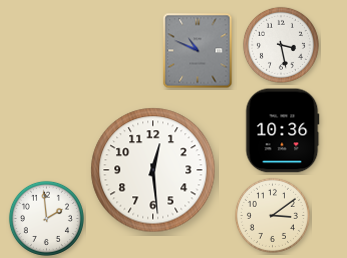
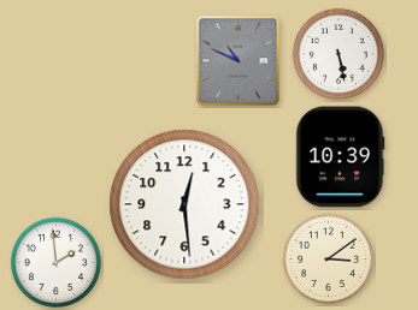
clock at (281, 45): 3:28 -> 5:28
clock at (283, 131): 10:36 -> 10:39
